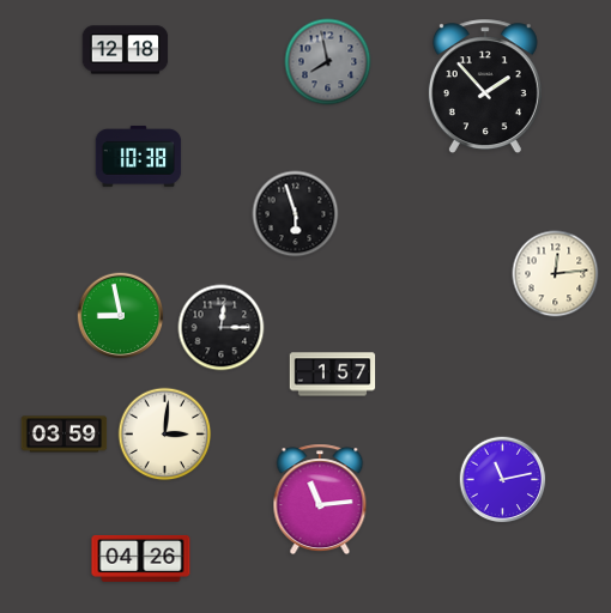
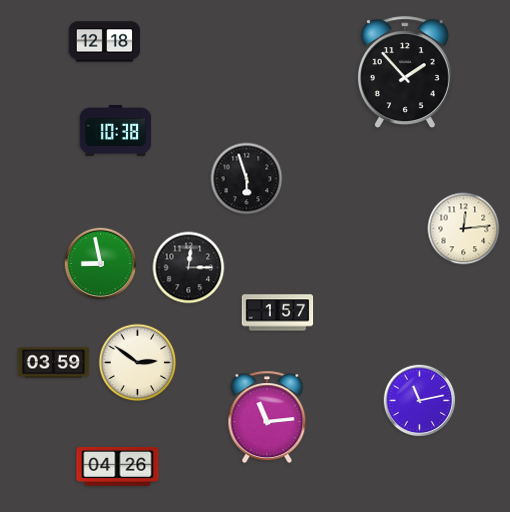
clock at (328, 62): 7:58 -> none
clock at (222, 328) position: (222, 328) -> (189, 268)
clock at (165, 435): 3:01 -> 2:51
